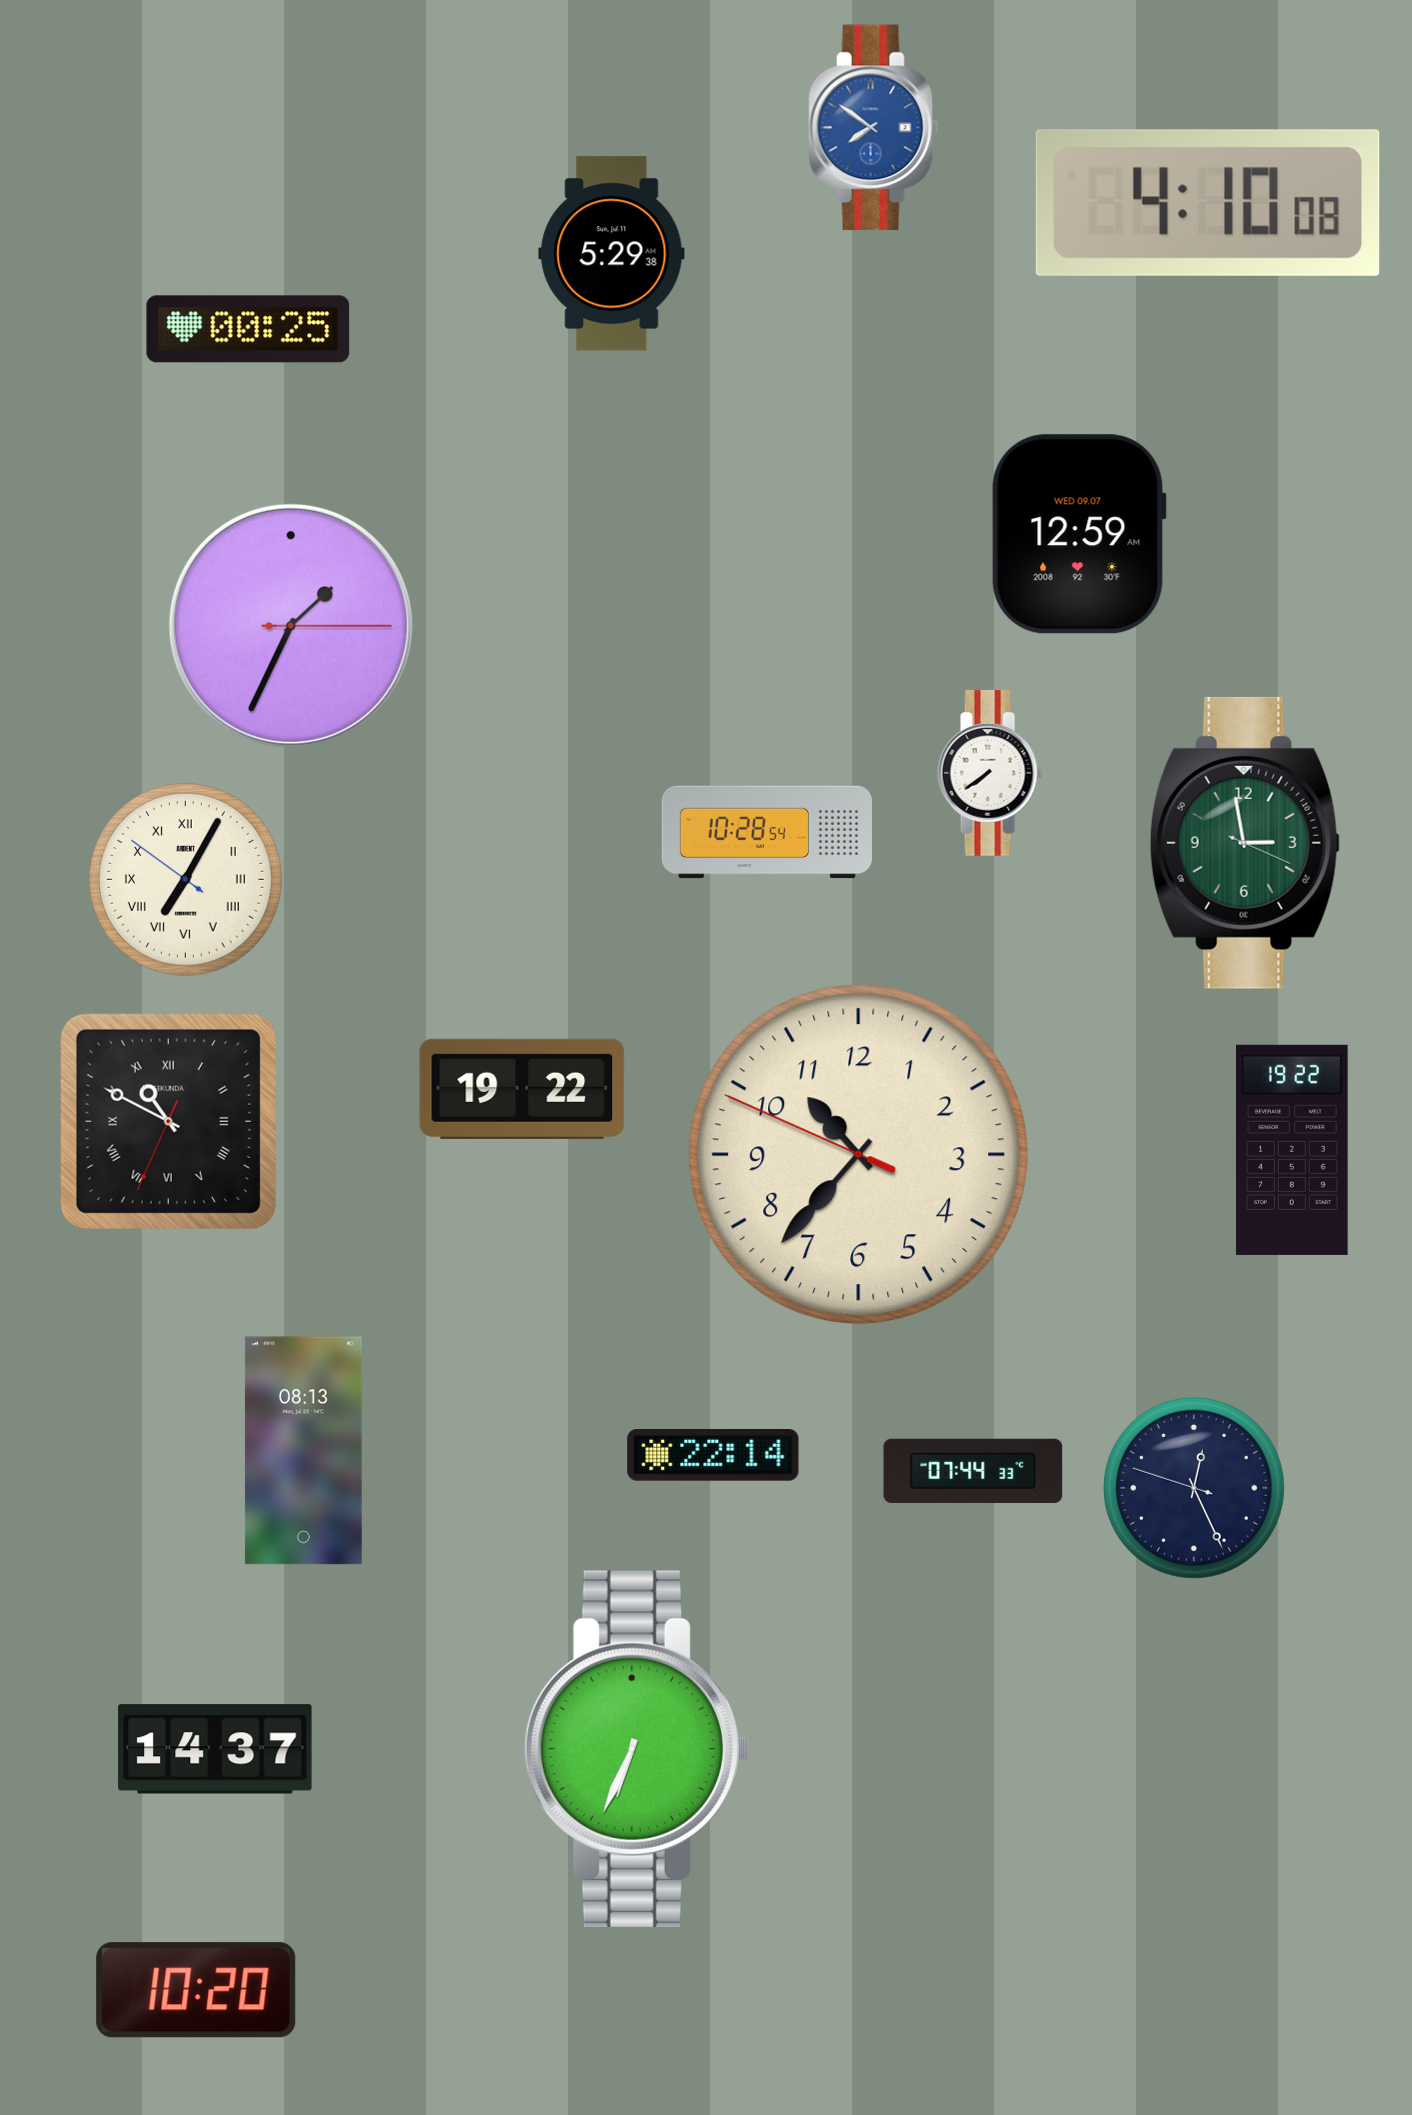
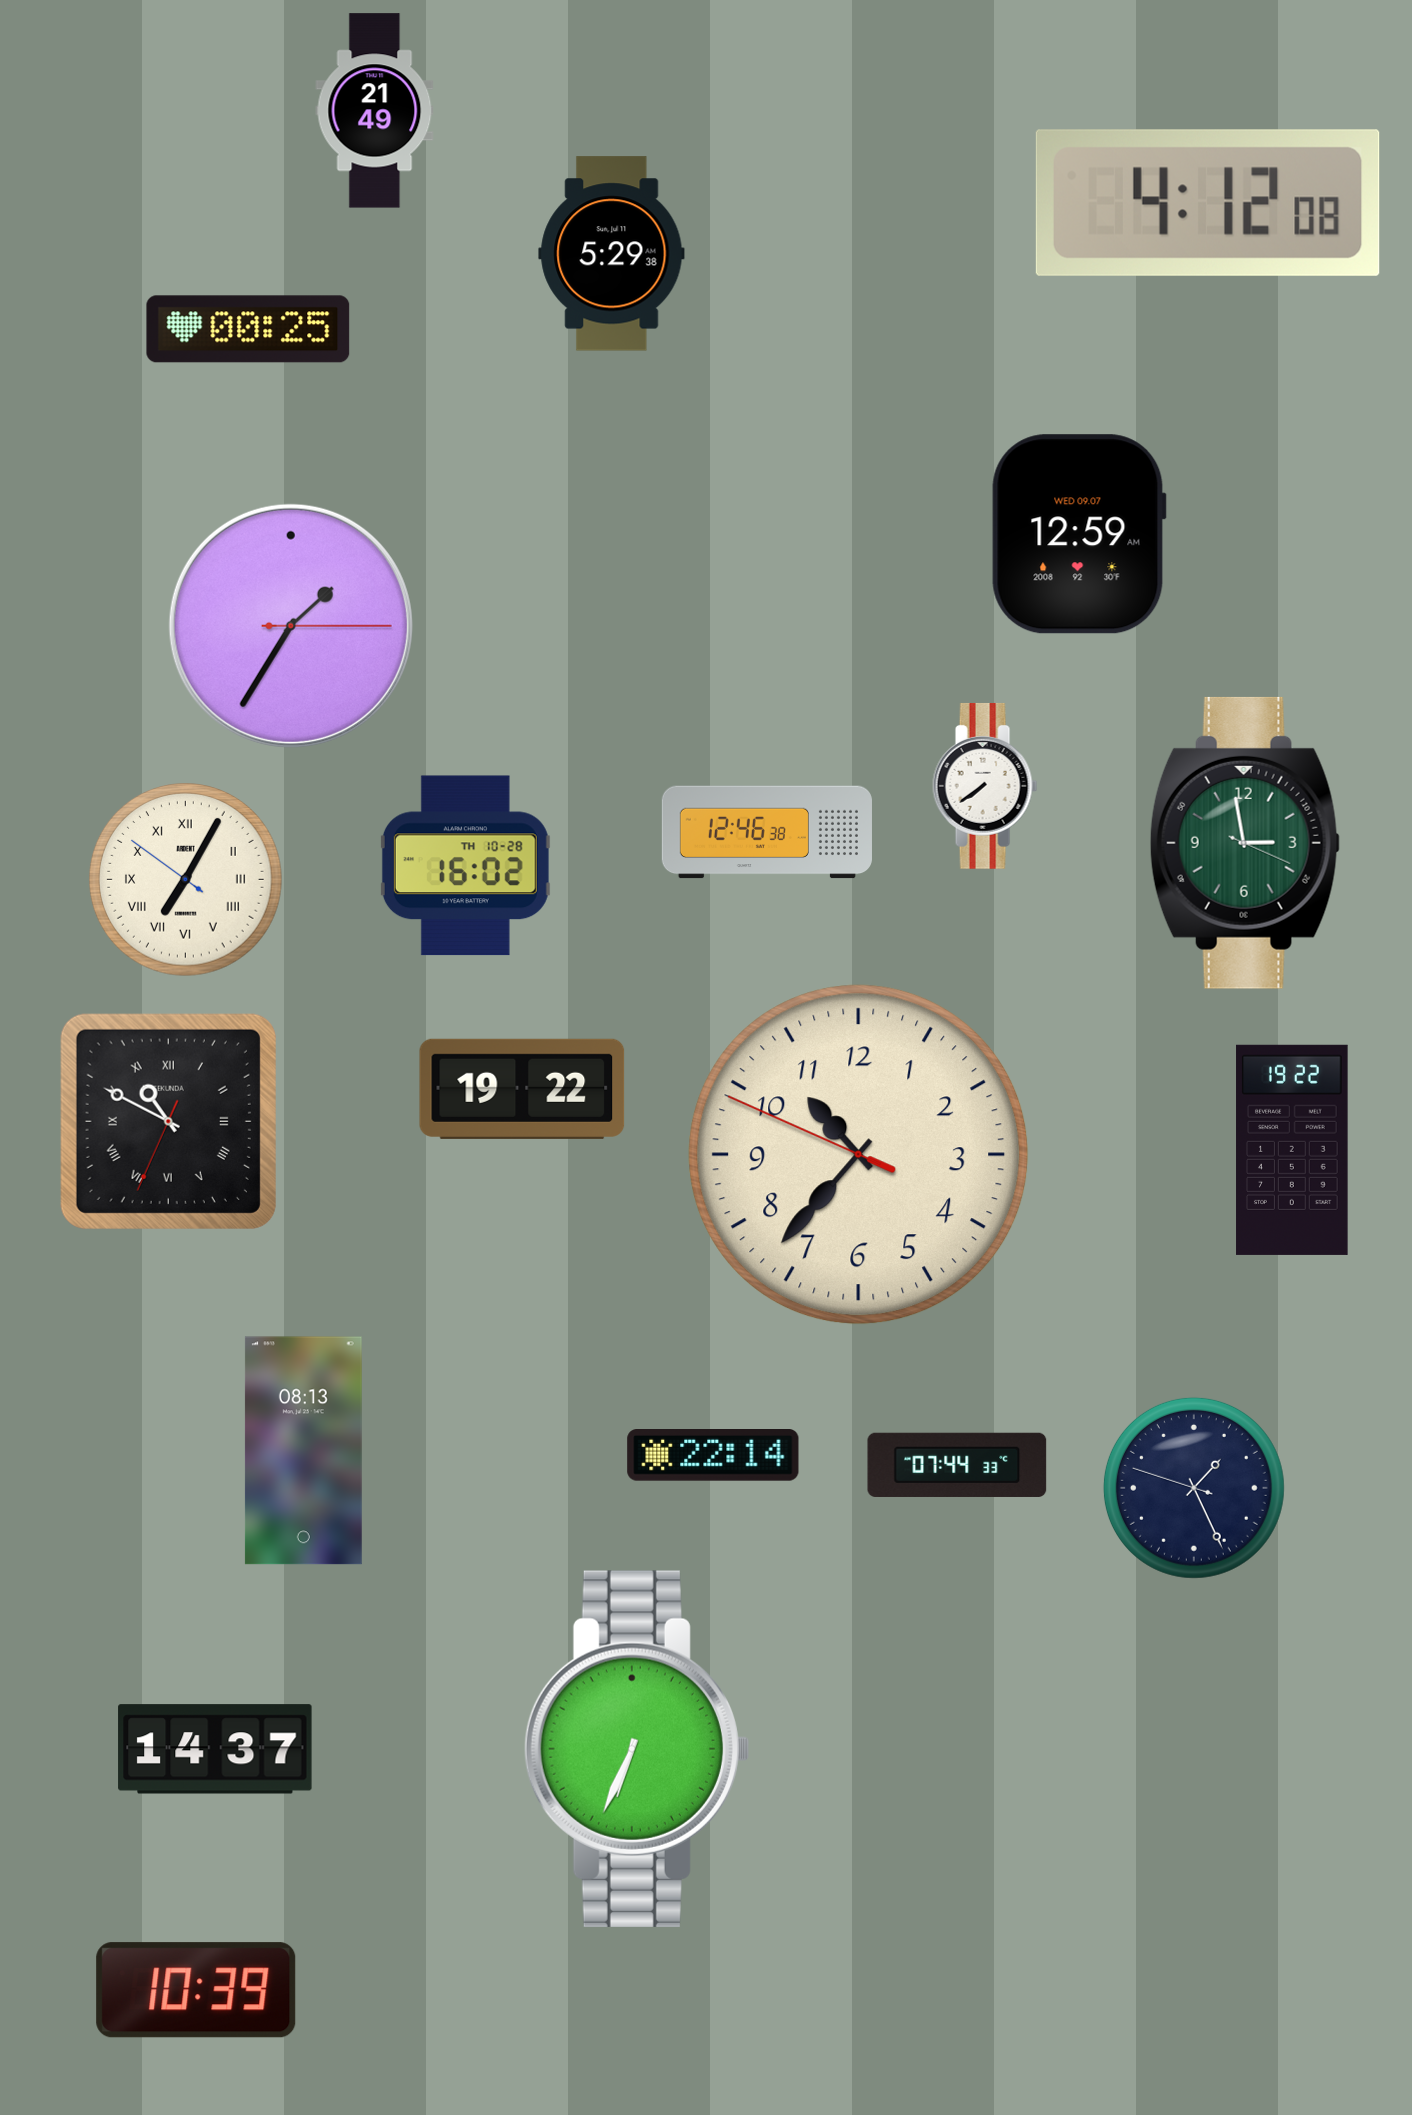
clock at (375, 111): none -> 21:49
clock at (874, 128): 7:51 -> none
clock at (1208, 203): 4:10 -> 4:12
clock at (291, 626): 1:34 -> 1:35
clock at (990, 773) position: (990, 773) -> (985, 786)
clock at (767, 832): 10:28 -> 12:46
clock at (465, 866): none -> 16:02
clock at (973, 1471) position: (973, 1471) -> (957, 1465)
clock at (1194, 1488): 12:25 -> 1:25
clock at (196, 1990): 10:20 -> 10:39
